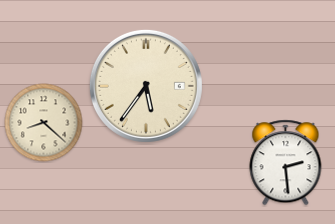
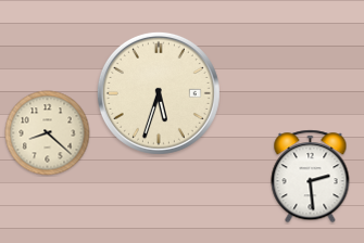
clock at (146, 86): 5:36 -> 5:33
